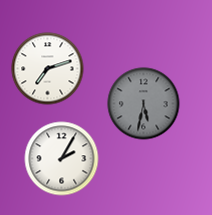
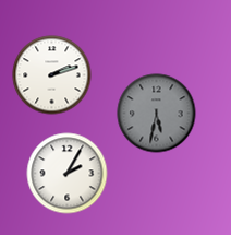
clock at (48, 69): 7:12 -> 2:12
